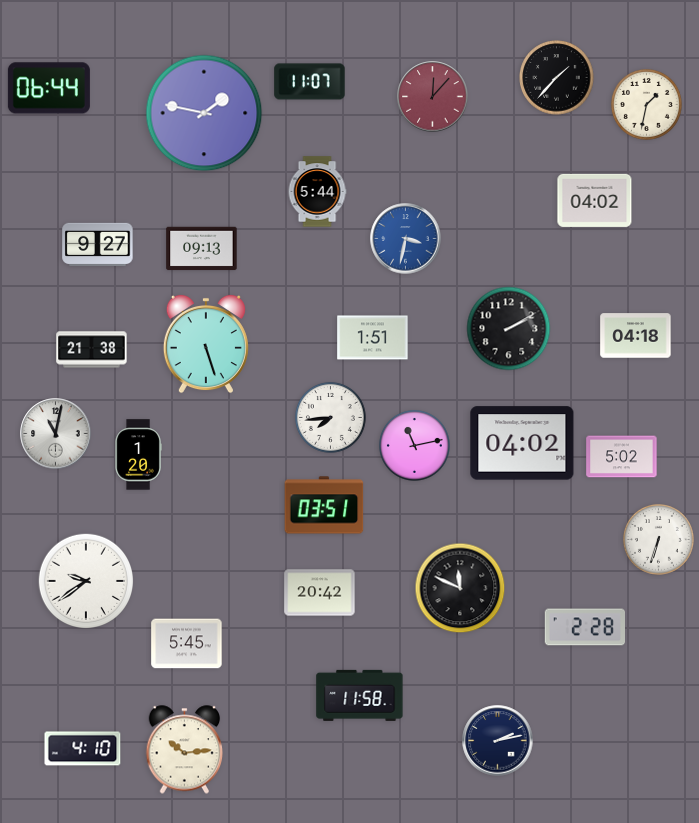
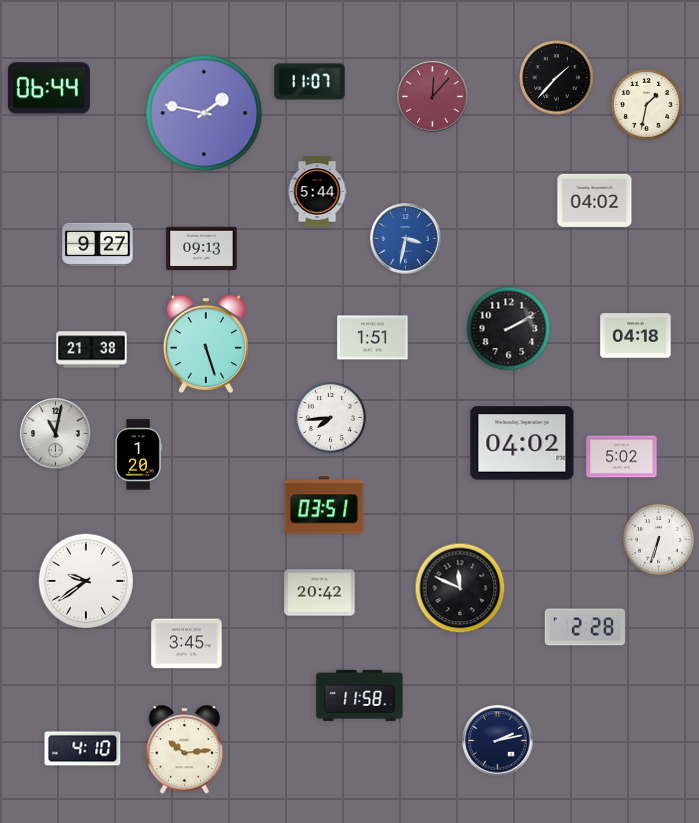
clock at (414, 445): 11:13 -> none
clock at (187, 644): 5:45 -> 3:45
